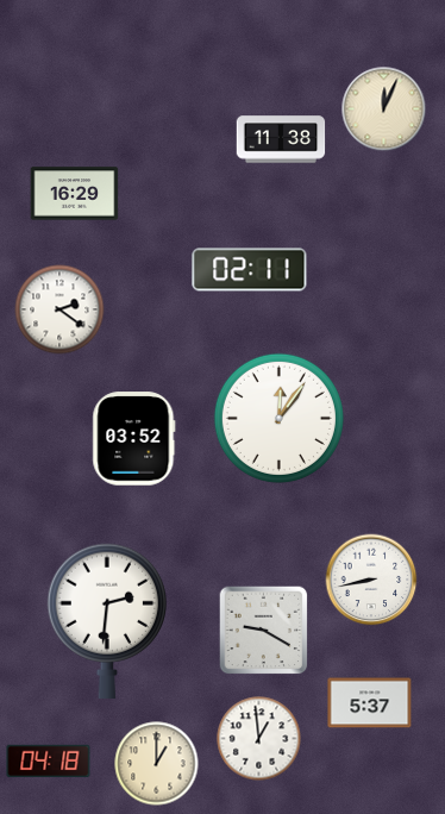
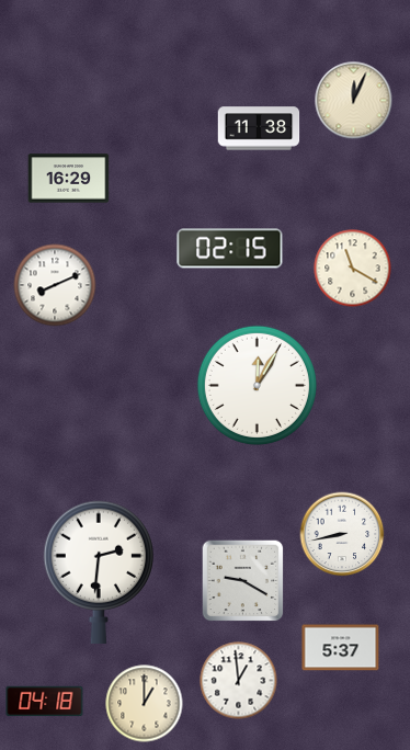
clock at (250, 270): 02:11 -> 02:15
clock at (353, 269): none -> 11:20
clock at (59, 309): 2:21 -> 8:11
clock at (278, 418): 12:06 -> 12:05
clock at (134, 439): 03:52 -> none
